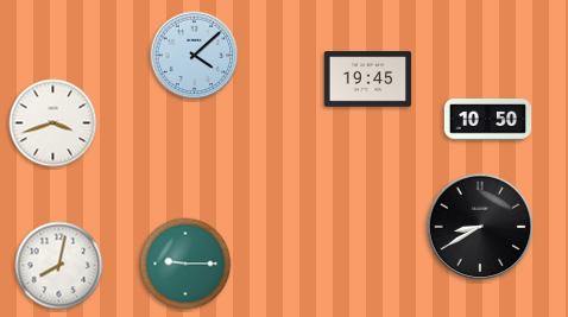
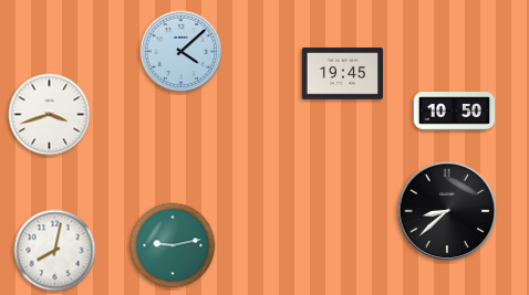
clock at (480, 227): 8:40 -> 8:38
clock at (185, 264): 9:15 -> 9:13
clock at (59, 266) position: (59, 266) -> (55, 251)
